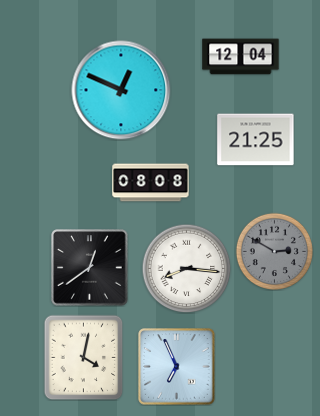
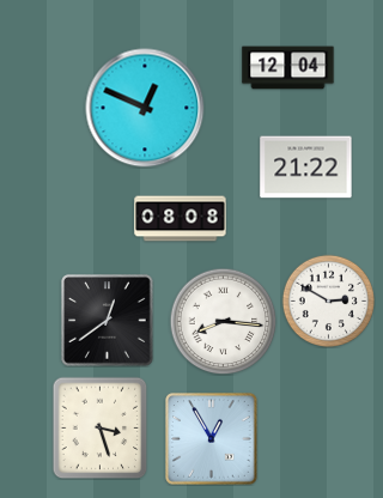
clock at (256, 140): 21:25 -> 21:22
clock at (274, 251) dial: grey -> white
clock at (84, 357): 4:02 -> 3:27
clock at (177, 367): 6:56 -> 12:55
